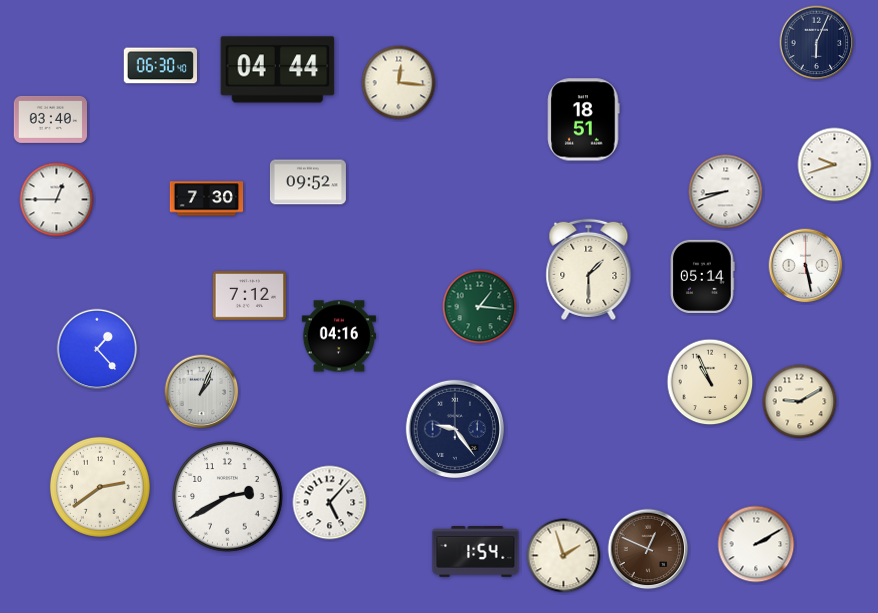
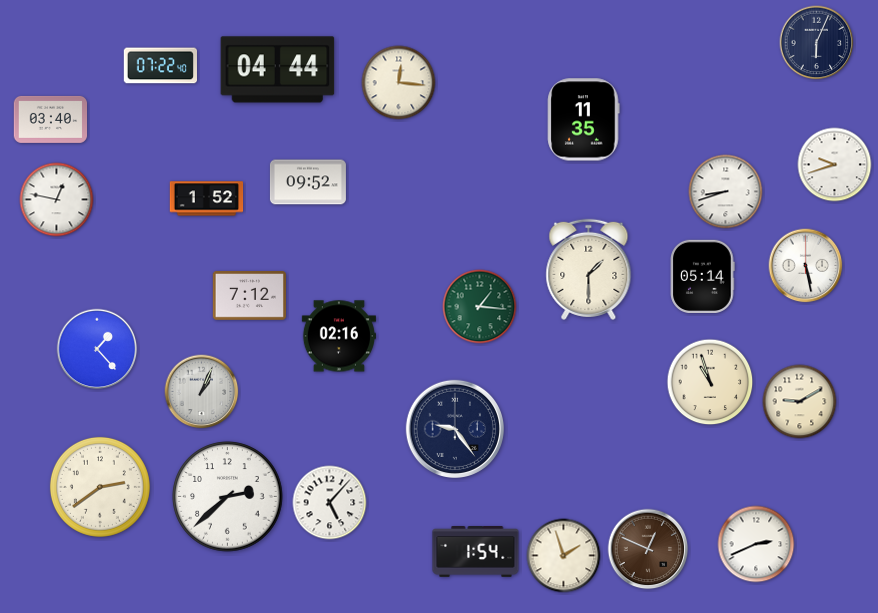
clock at (160, 66): 06:30 -> 07:22
clock at (584, 120): 18:51 -> 11:35
clock at (207, 199): 7:30 -> 1:52
clock at (57, 200): 12:45 -> 12:47
clock at (339, 336): 04:16 -> 02:16
clock at (710, 382): 10:56 -> 10:57
clock at (228, 497): 2:40 -> 2:38
clock at (756, 544): 2:10 -> 2:41
